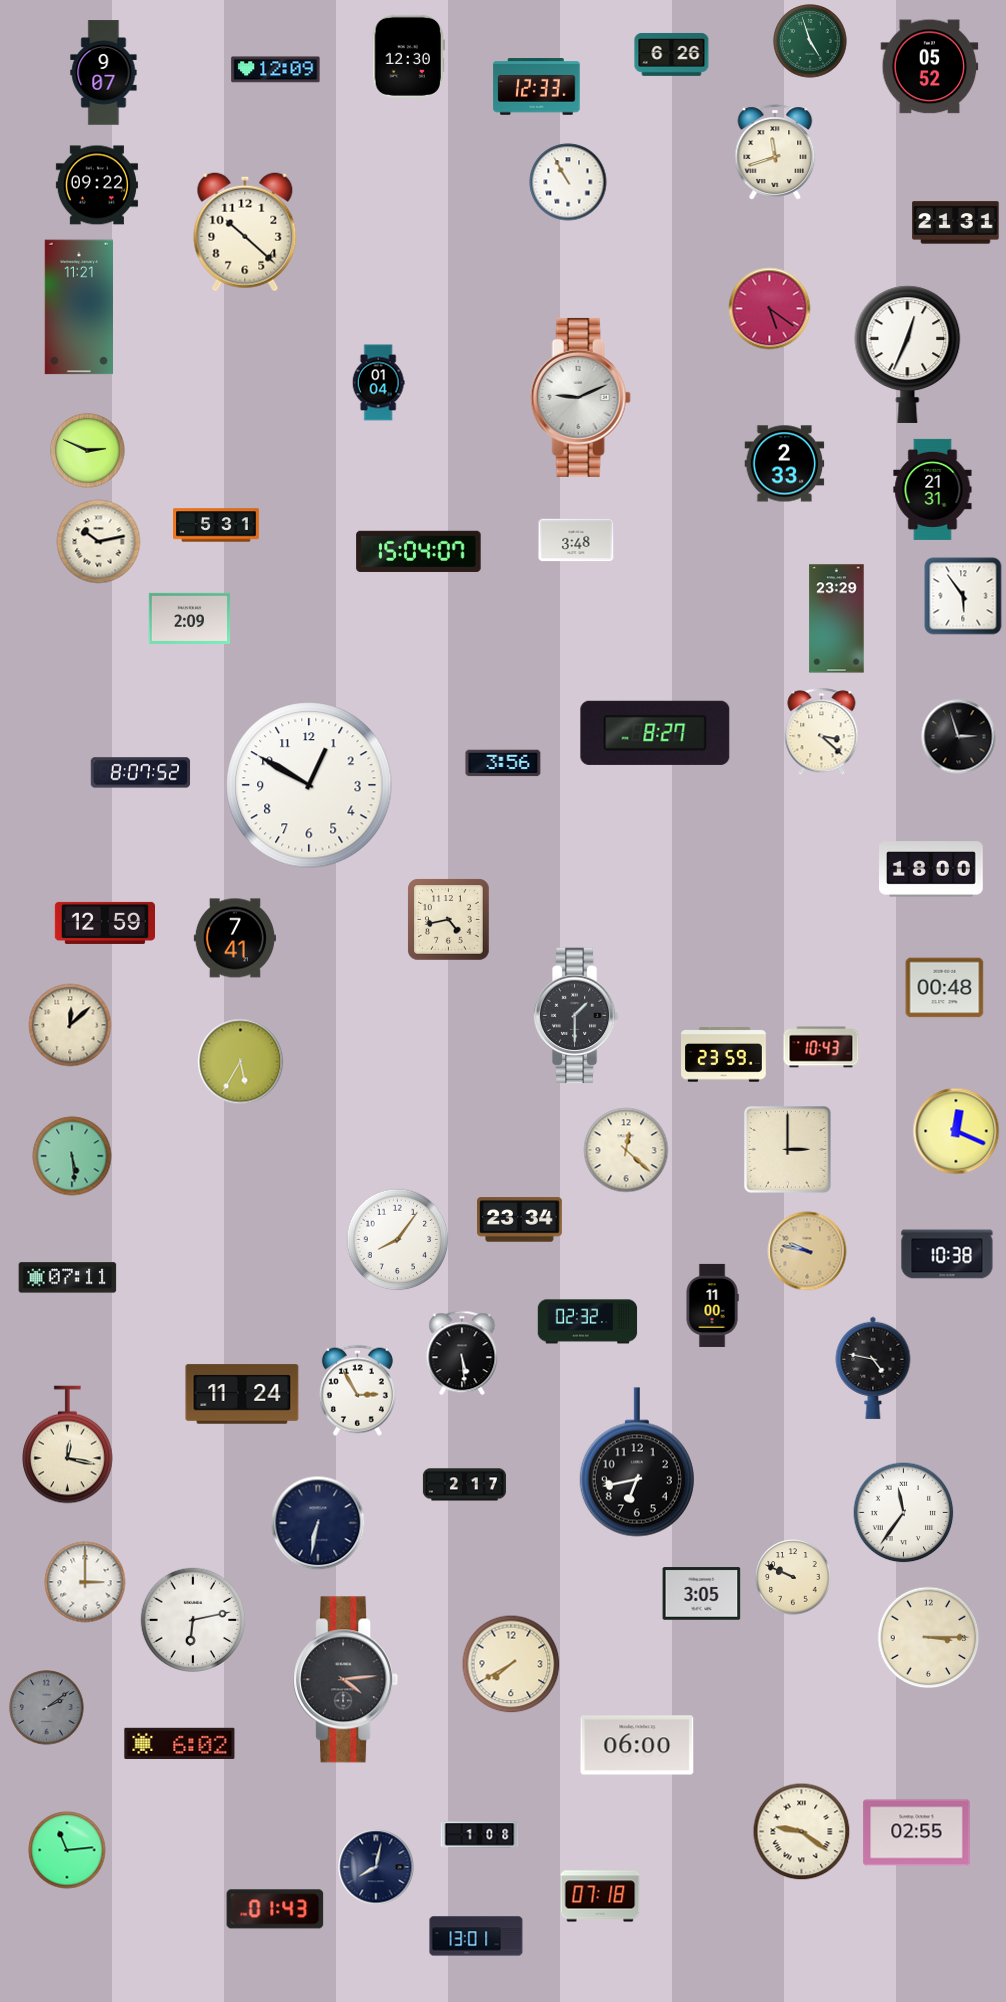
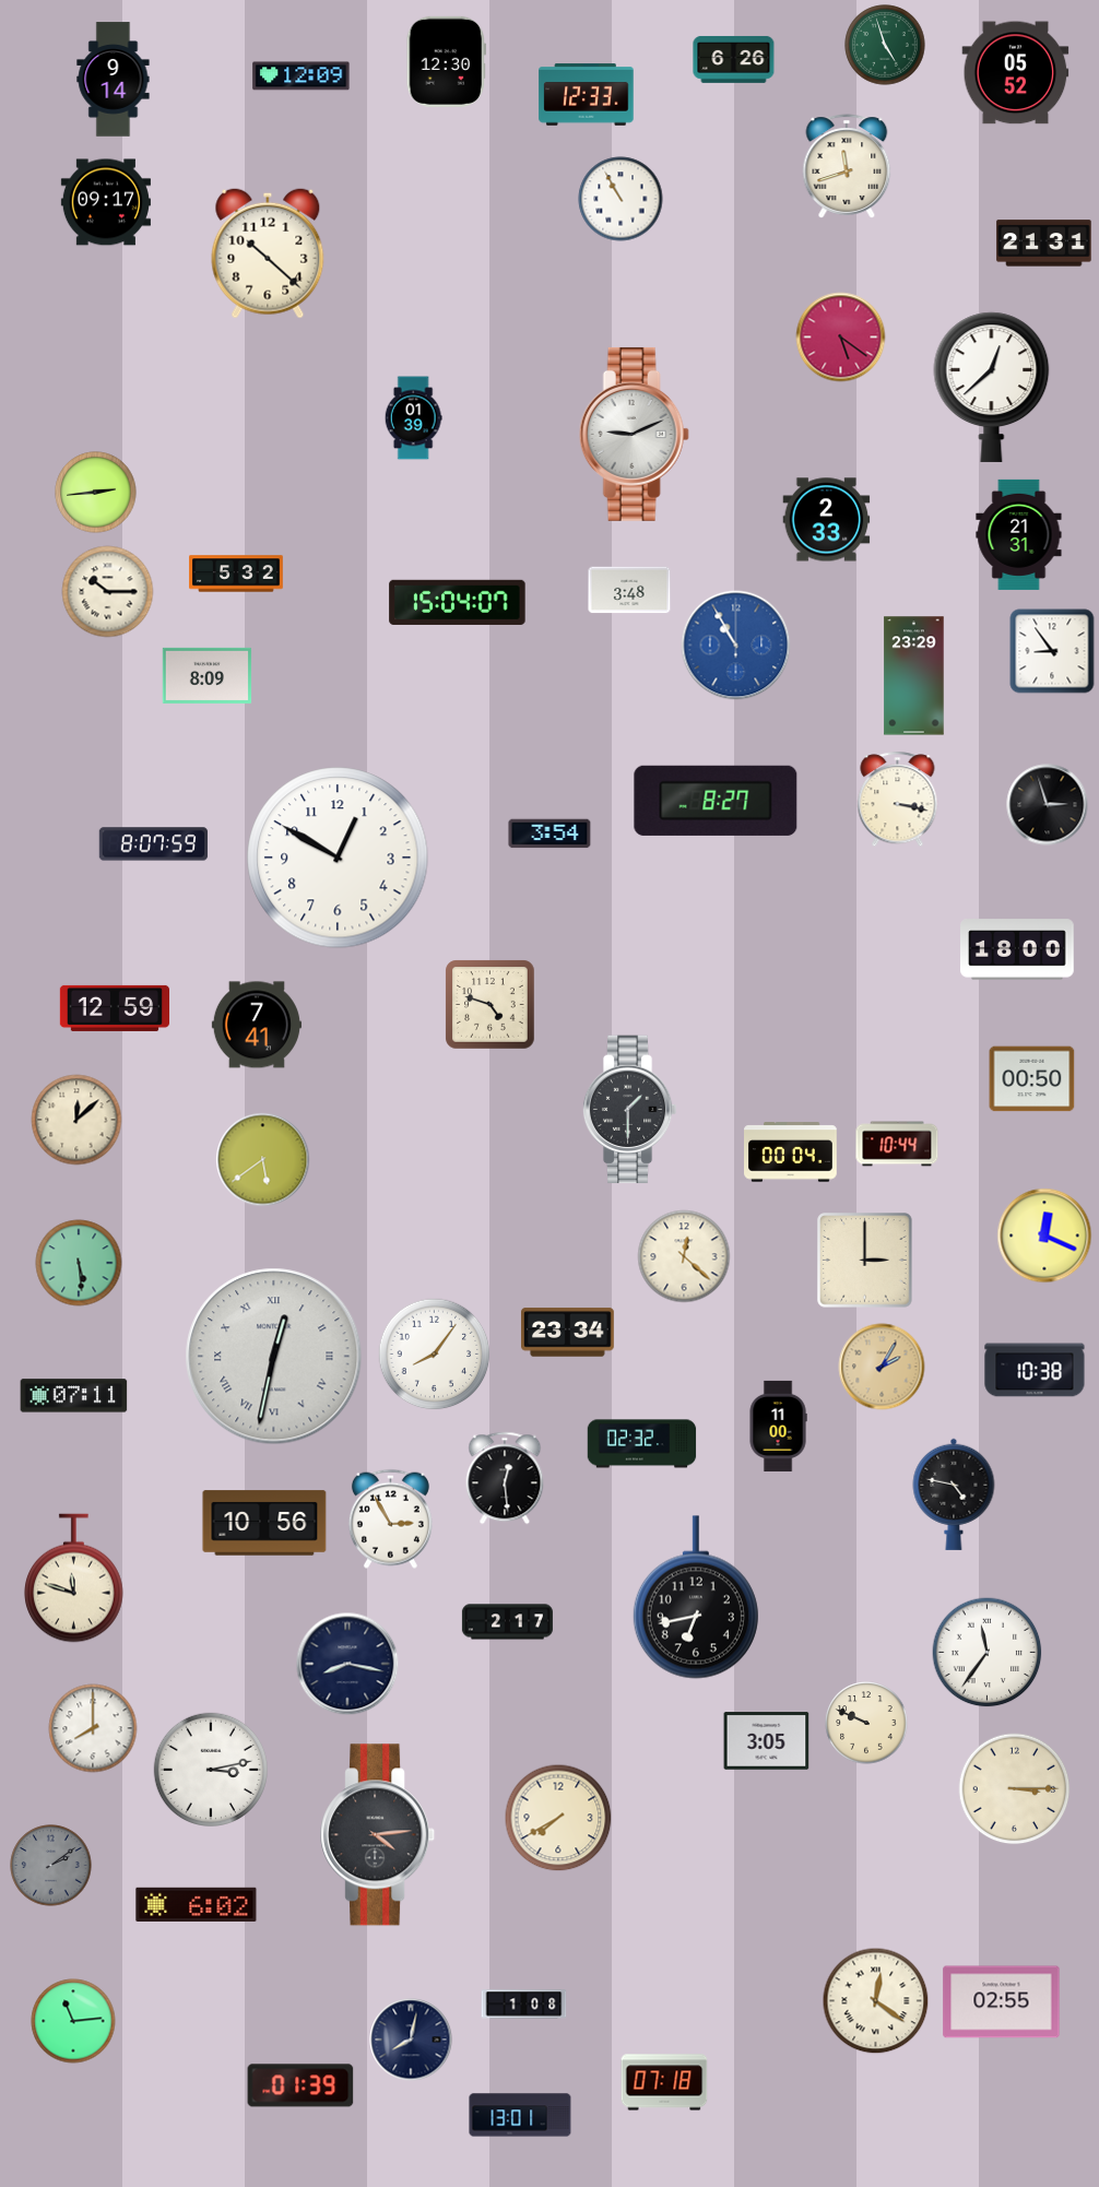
clock at (104, 73): 9:07 -> 9:14
clock at (97, 185): 09:22 -> 09:17
clock at (79, 307): 11:21 -> none
clock at (908, 354): 12:34 -> 12:38
clock at (378, 383): 01:04 -> 01:39
clock at (88, 451): 2:49 -> 2:44
clock at (785, 464) position: (785, 464) -> (827, 520)
clock at (216, 525): 5:31 -> 5:32
clock at (99, 542): 10:13 -> 10:15
clock at (736, 646): none -> 10:55
clock at (963, 596): 5:54 -> 8:54
clock at (190, 618): 2:09 -> 8:09
clock at (822, 732): 3:22 -> 3:17
clock at (503, 763): 3:56 -> 3:54
clock at (141, 773): 8:07:52 -> 8:07:59
clock at (449, 920): 4:43 -> 4:48
clock at (945, 988): 00:48 -> 00:50
clock at (821, 1047): 10:43 -> 10:44
clock at (724, 1055): 23:59 -> 00:04
clock at (241, 1062): 5:35 -> 5:39
clock at (788, 1150) position: (788, 1150) -> (865, 1261)
clock at (274, 1357): none -> 12:32
clock at (807, 1251): 9:47 -> 2:05
clock at (462, 1353): 5:29 -> 12:29
clock at (242, 1394): 11:24 -> 10:56
clock at (68, 1445): 12:17 -> 11:48
clock at (318, 1523): 6:32 -> 8:17
clock at (85, 1582): 3:00 -> 8:00
clock at (192, 1619): 6:13 -> 3:13
clock at (637, 1745): 06:00 -> none
clock at (802, 1832): 9:21 -> 12:21
clock at (600, 1896) position: (600, 1896) -> (664, 2082)
clock at (275, 1909): 01:43 -> 01:39
